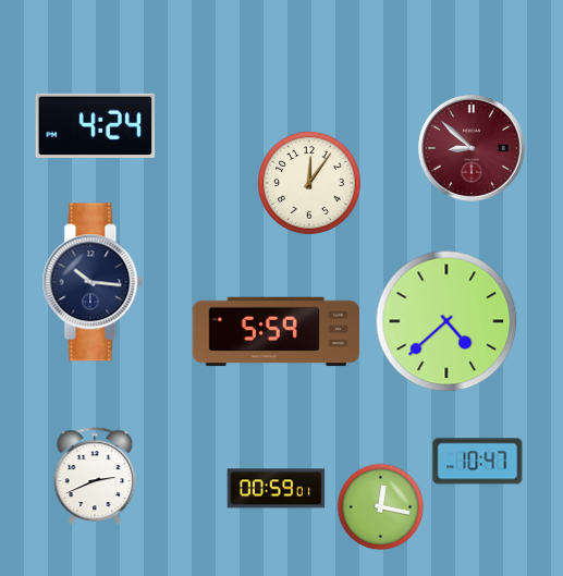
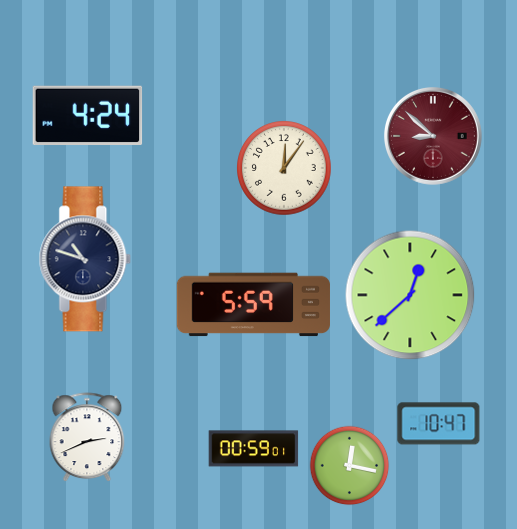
clock at (93, 282): 10:16 -> 10:48
clock at (446, 321): 4:38 -> 12:38
